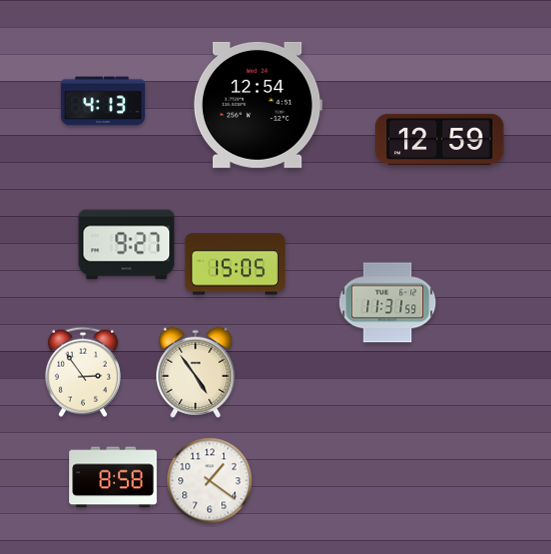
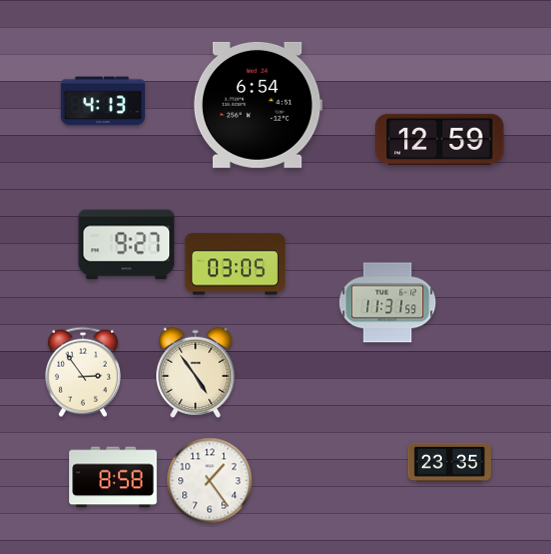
clock at (258, 105): 12:54 -> 6:54
clock at (234, 264): 15:05 -> 03:05
clock at (449, 462): none -> 23:35
clock at (210, 481): 1:21 -> 1:24
